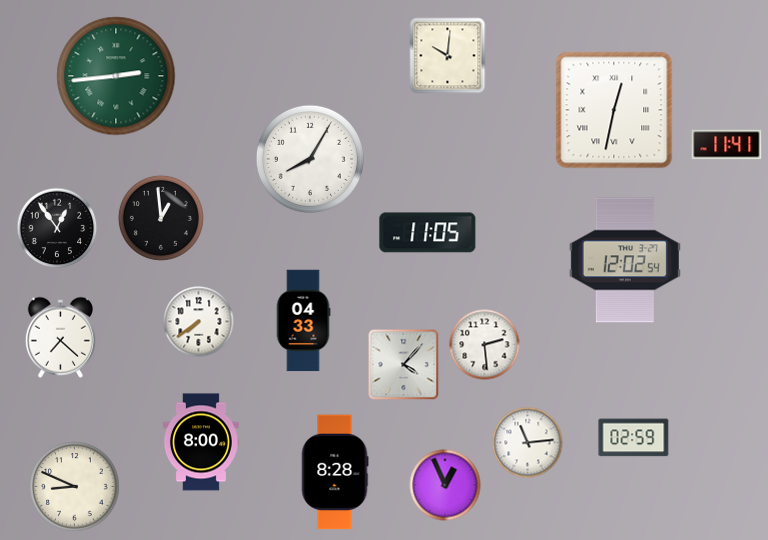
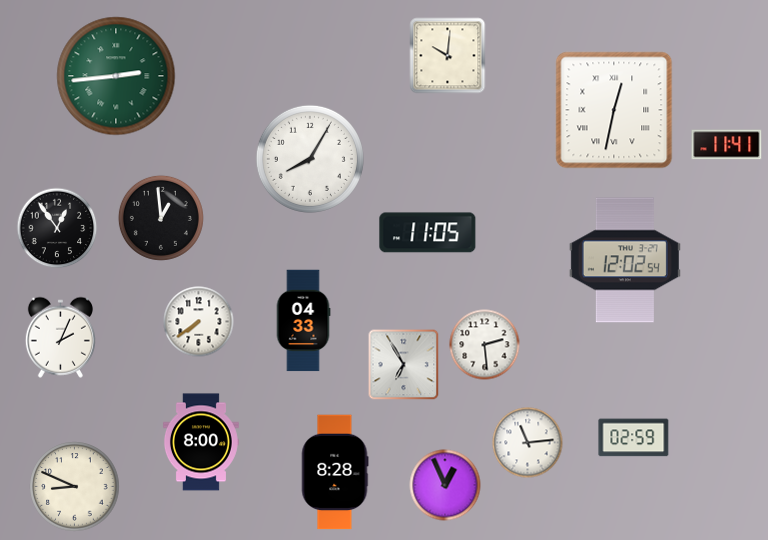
clock at (60, 337): 7:22 -> 2:04
clock at (404, 365): 4:07 -> 6:55
